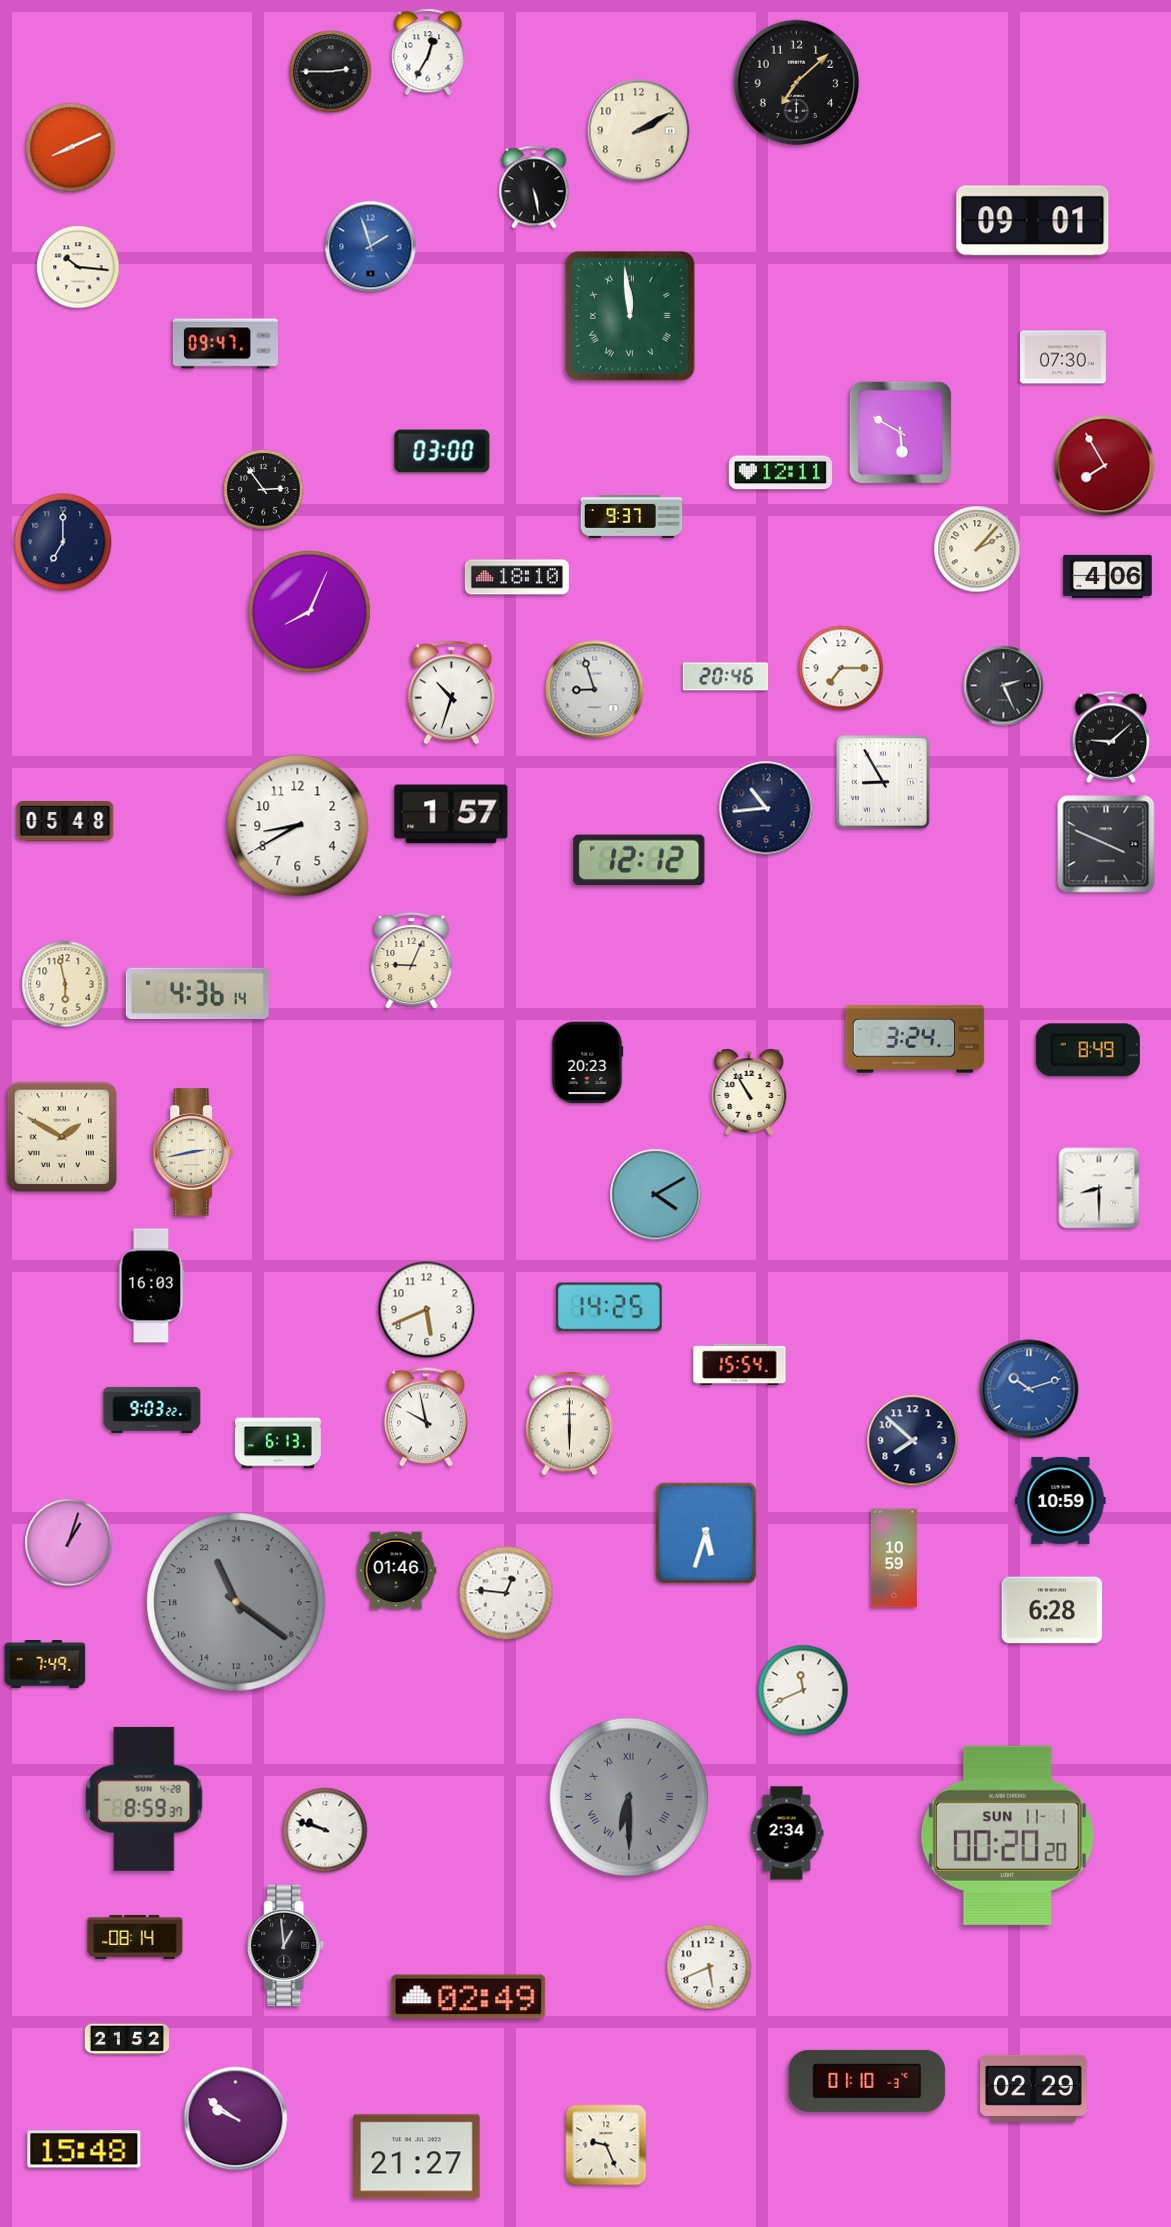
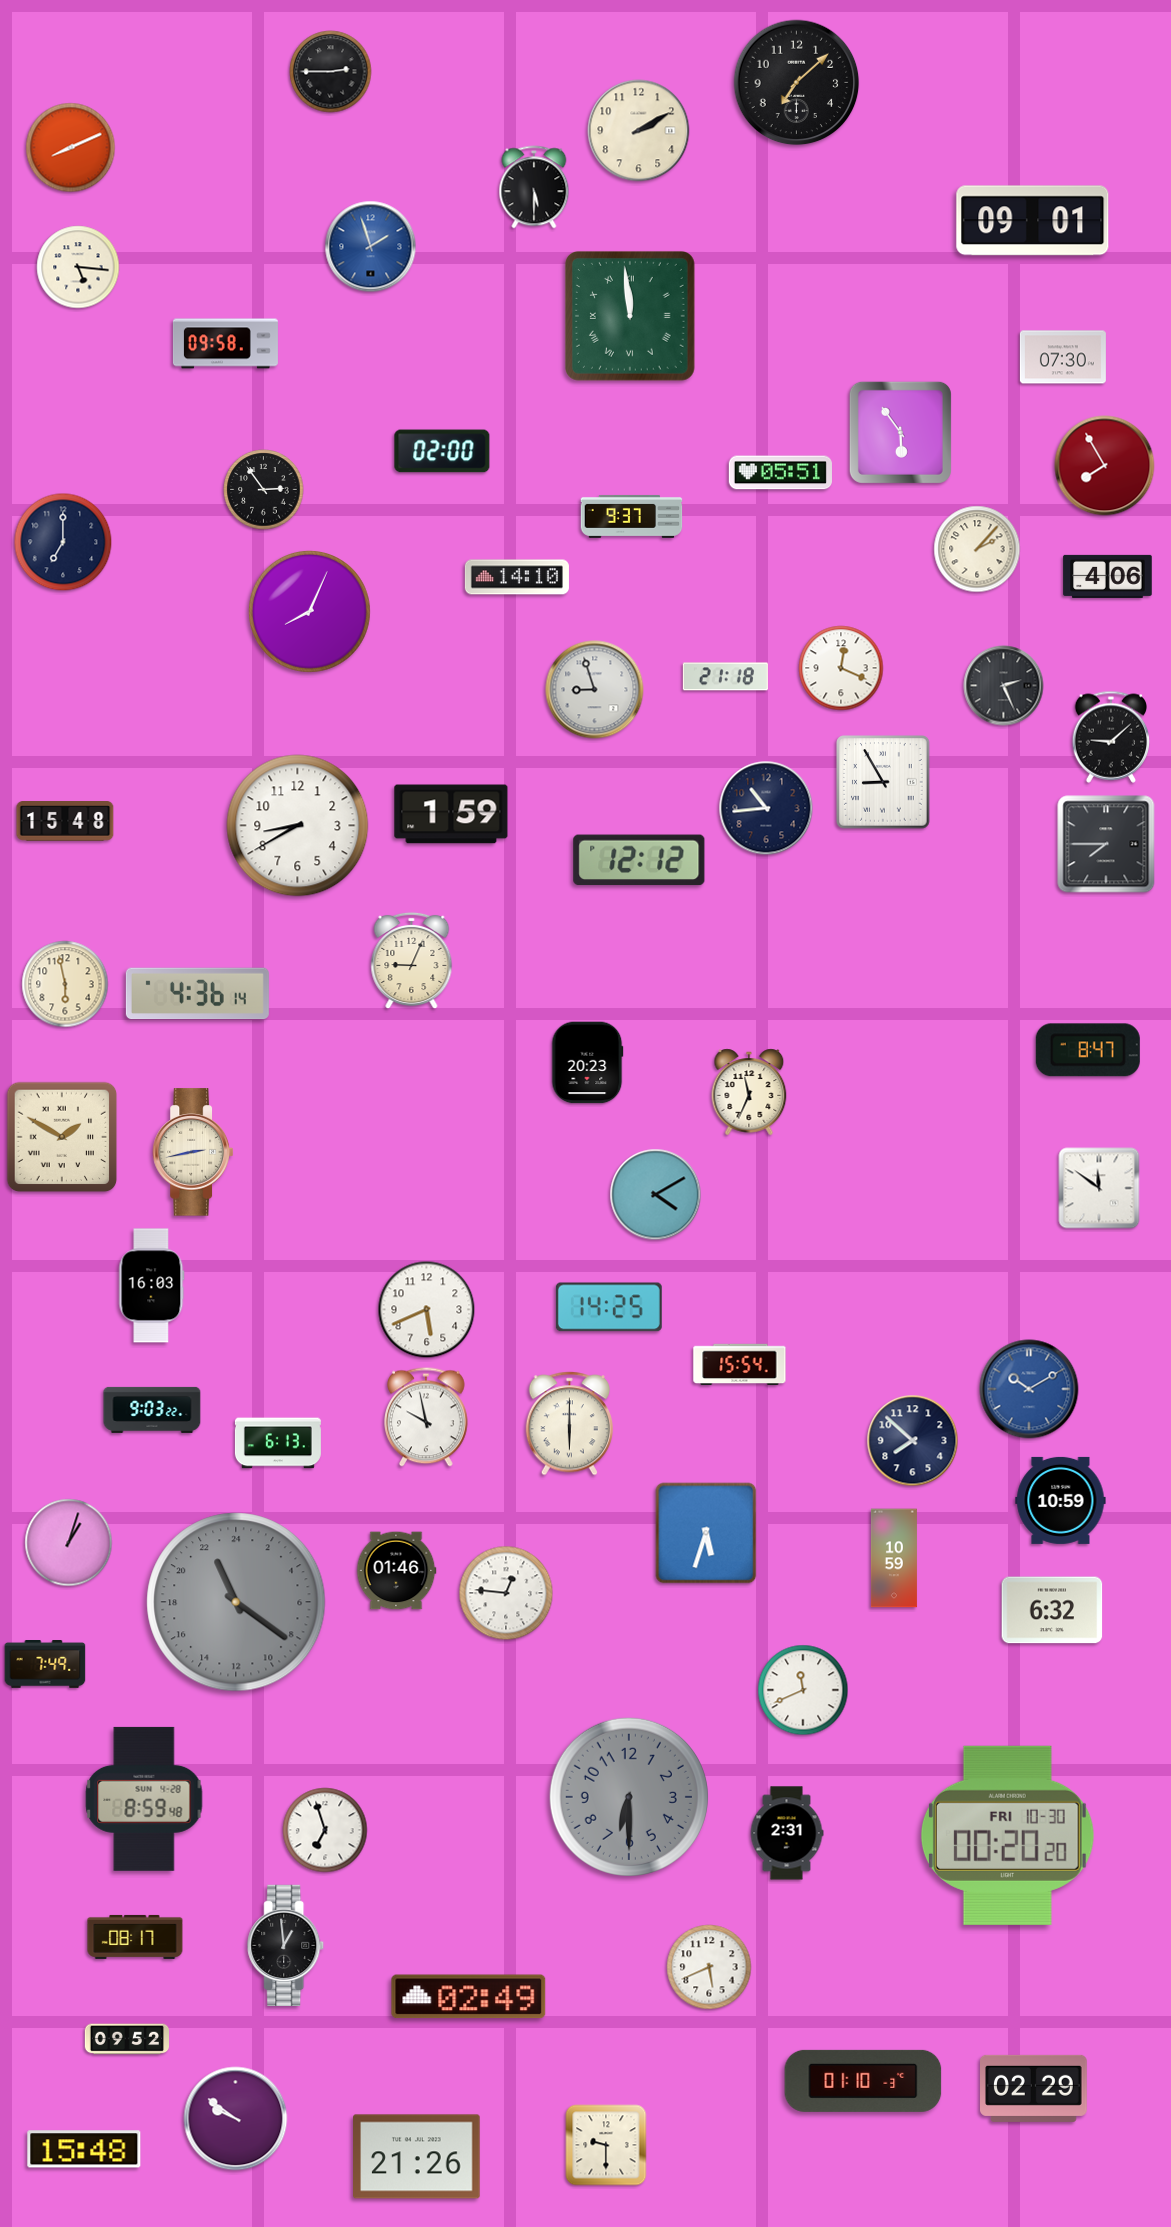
clock at (428, 52): 12:35 -> none
clock at (534, 187): 5:28 -> 5:30
clock at (78, 267): 10:16 -> 5:16
clock at (225, 344): 09:47 -> 09:58
clock at (900, 432): 5:50 -> 5:54
clock at (442, 451): 03:00 -> 02:00
clock at (780, 473): 12:11 -> 05:51
clock at (517, 577): 18:10 -> 14:10
clock at (841, 668): 7:15 -> 12:19
clock at (725, 677): 20:46 -> 21:18
clock at (451, 693): 10:33 -> none
clock at (451, 814): 1:57 -> 1:59
clock at (65, 822): 05:48 -> 15:48
clock at (1106, 844): 3:49 -> 7:45
clock at (915, 1039): 3:24 -> none
clock at (1088, 1050): 8:49 -> 8:47
clock at (749, 1092): 10:55 -> 11:34
clock at (1099, 1188): 8:30 -> 11:51
clock at (1029, 1389): 10:12 -> 10:10
clock at (1052, 1610): 6:28 -> 6:32
clock at (629, 1797) numerals: Roman -> Arabic
clock at (144, 1799): 8:59:37 -> 8:59:48
clock at (325, 1830): 9:48 -> 6:57
clock at (787, 1833): 2:34 -> 2:31
clock at (1007, 1835) date: SUN 11-1 -> FRI 10-30
clock at (135, 1937): 08:14 -> 08:17
clock at (126, 2039): 21:52 -> 09:52
clock at (867, 2081) position: (867, 2081) -> (863, 2081)
clock at (606, 2145): 9:26 -> 9:30
clock at (417, 2157): 21:27 -> 21:26
